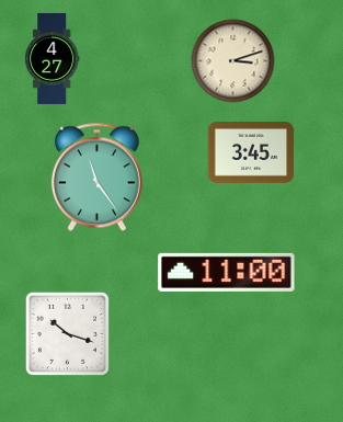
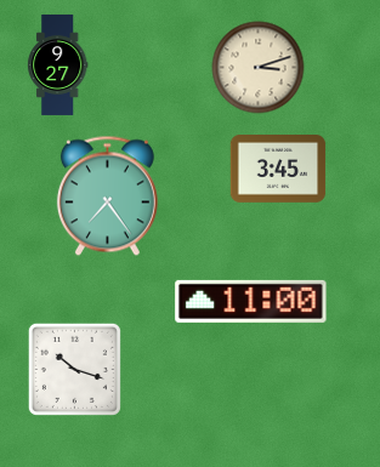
clock at (52, 58): 4:27 -> 9:27
clock at (96, 178): 11:24 -> 7:24
